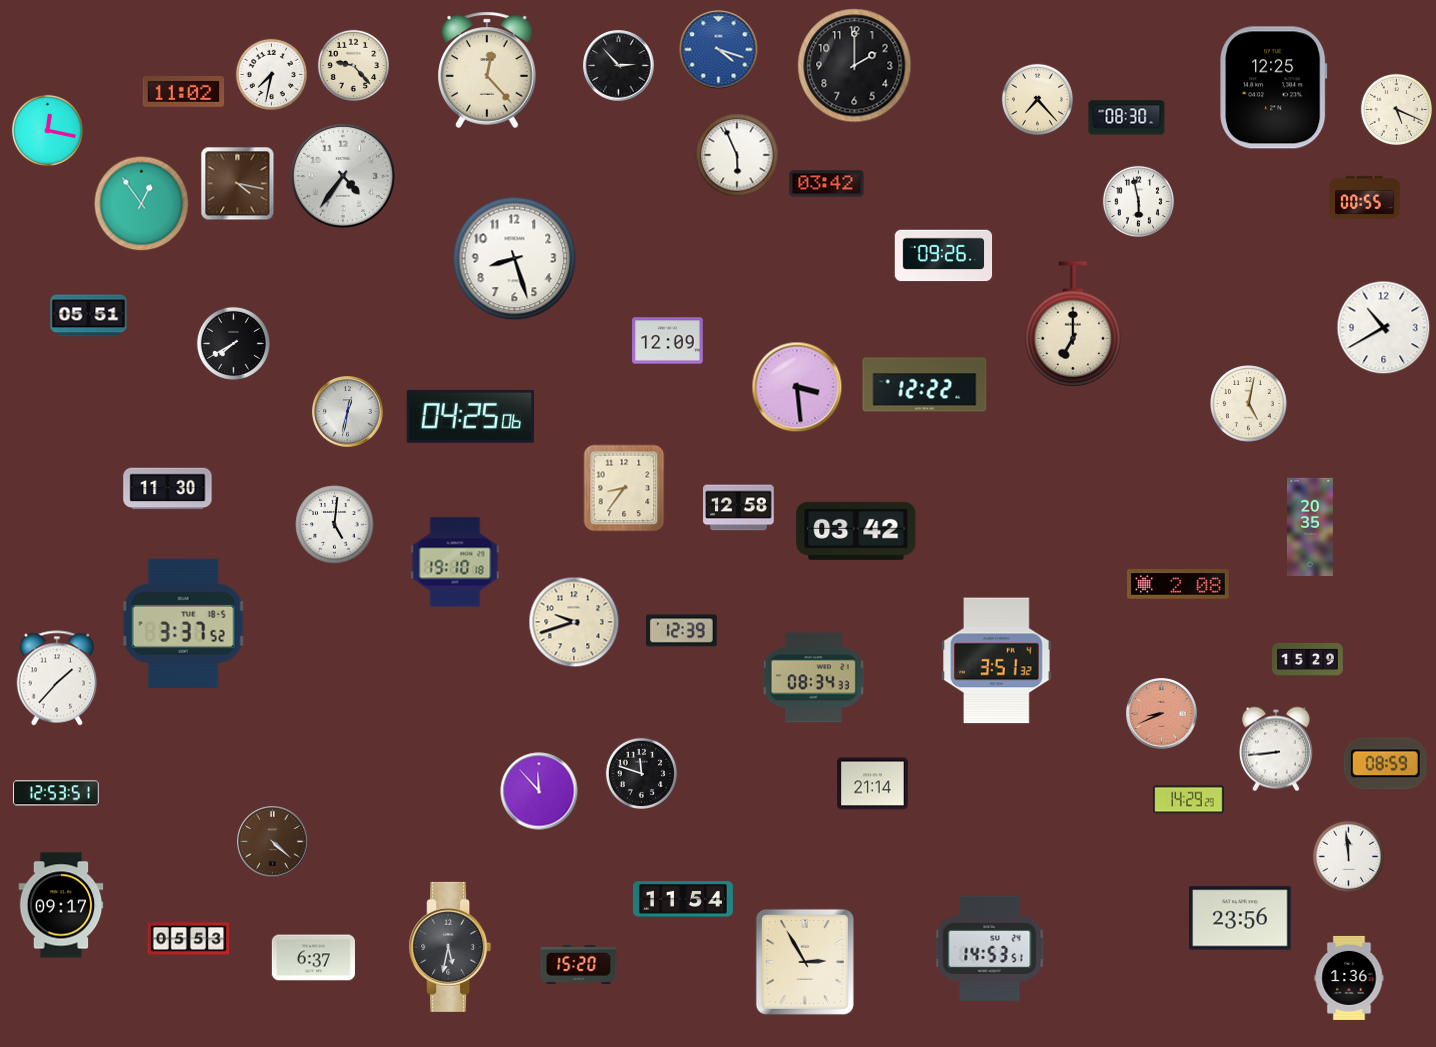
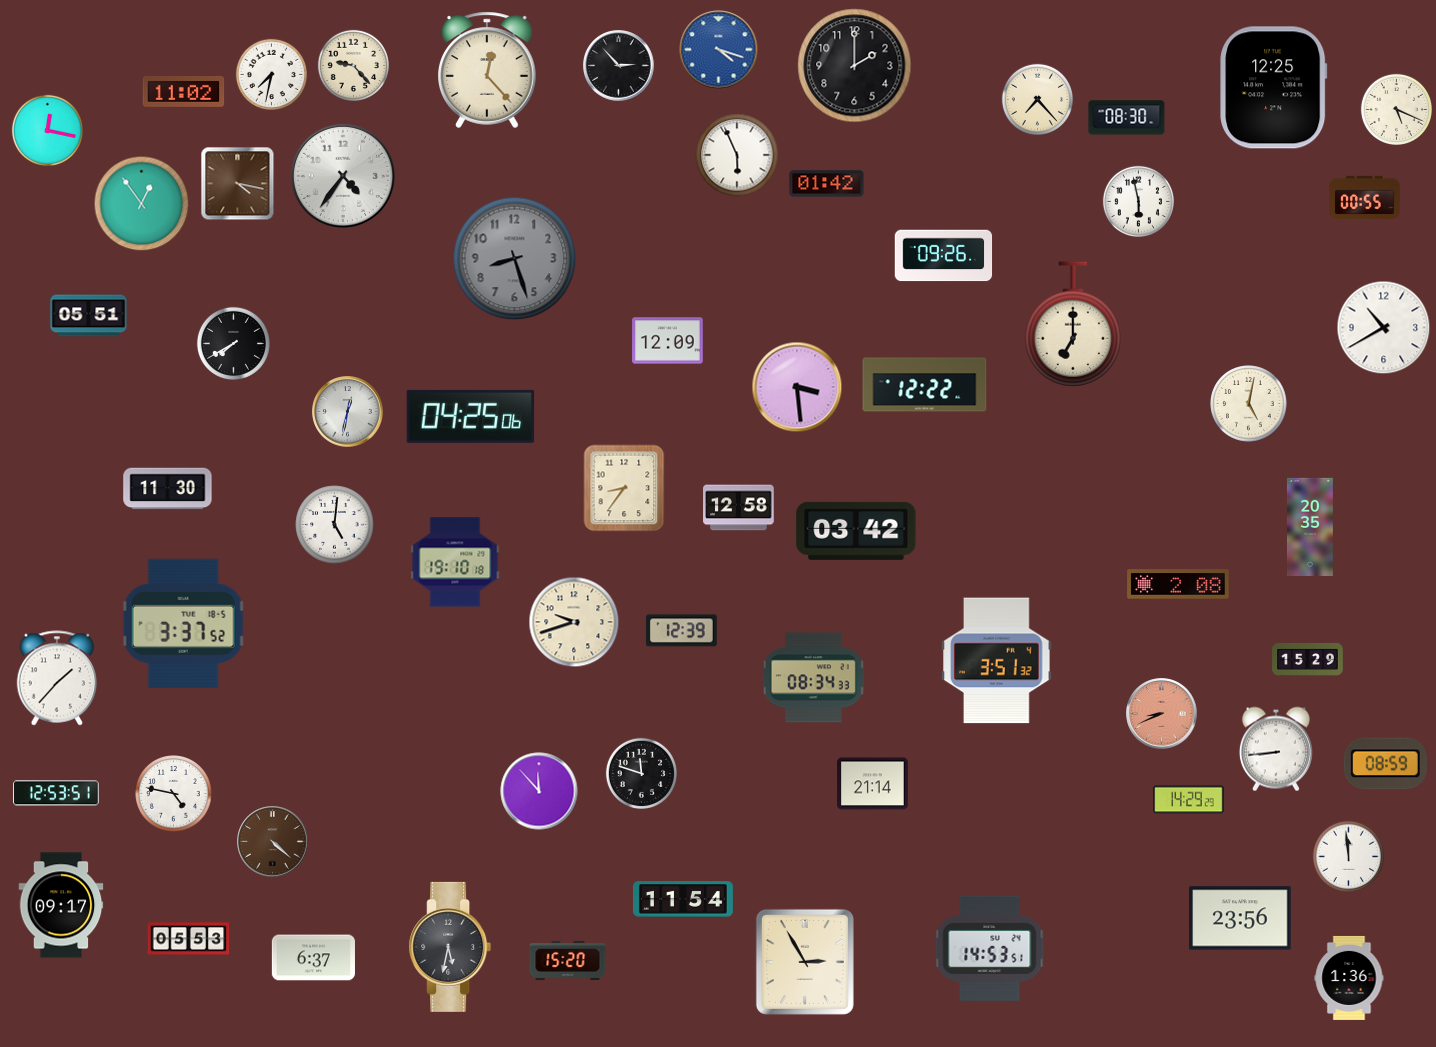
clock at (827, 184): 03:42 -> 01:42
clock at (515, 259) dial: white -> grey
clock at (174, 794): none -> 4:47
clock at (579, 964) position: (579, 964) -> (568, 960)
